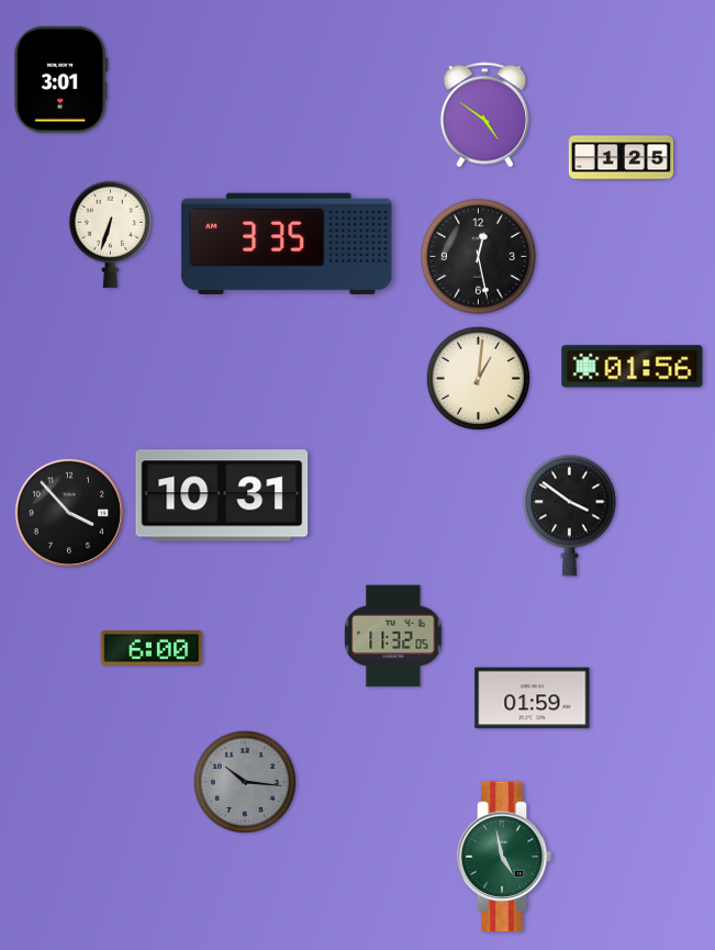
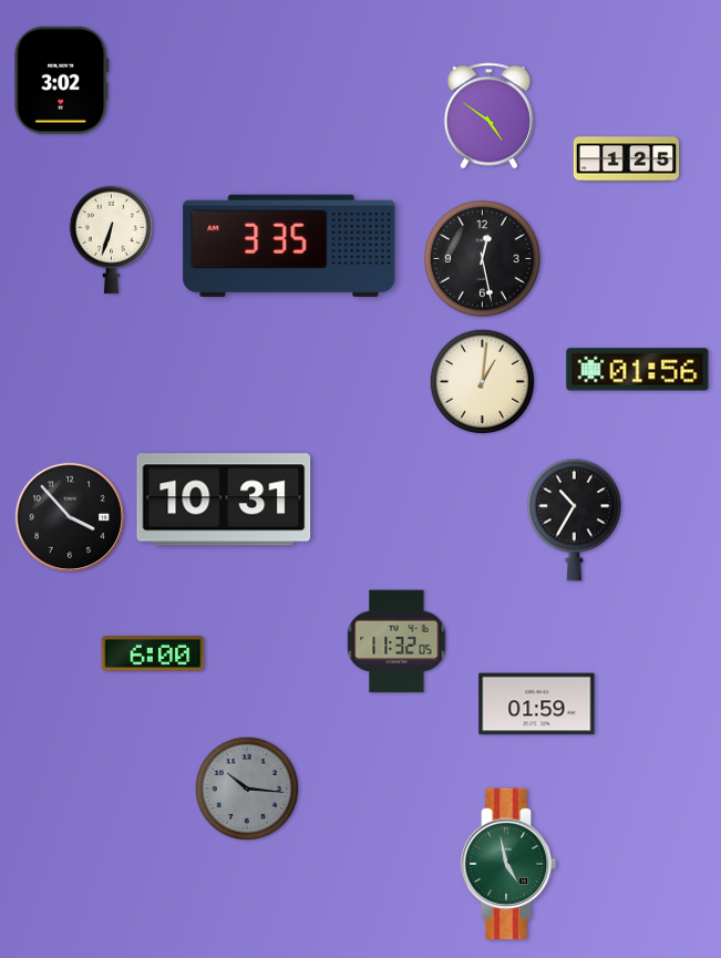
clock at (62, 79): 3:01 -> 3:02
clock at (110, 234) position: (110, 234) -> (111, 239)
clock at (570, 515): 3:51 -> 10:35
